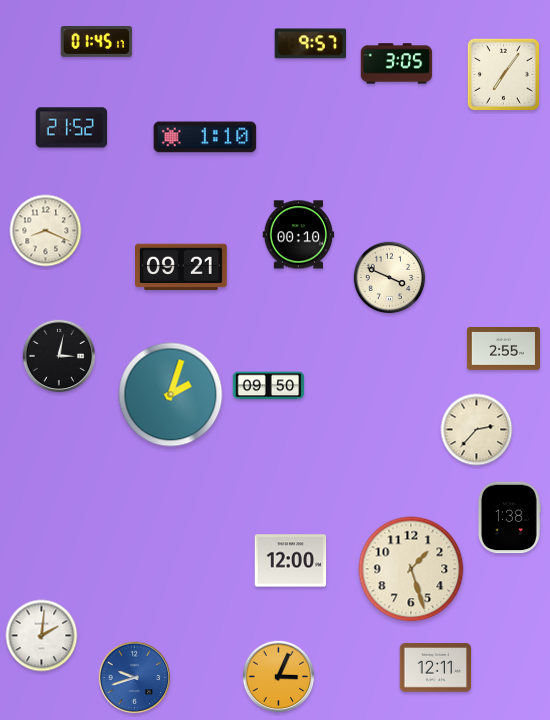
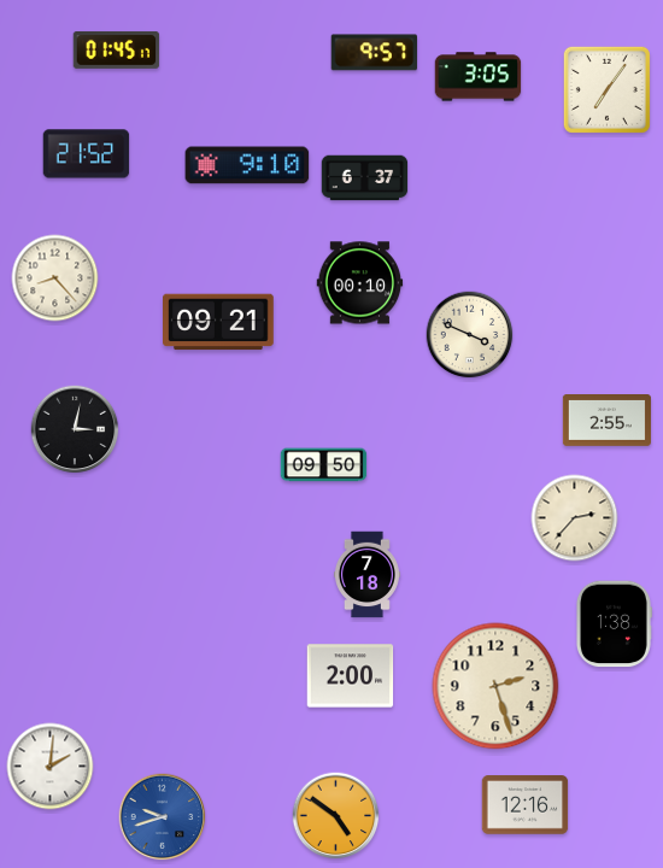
clock at (205, 137): 1:10 -> 9:10
clock at (365, 178): none -> 6:37
clock at (46, 231): 8:19 -> 8:23
clock at (59, 356) position: (59, 356) -> (75, 429)
clock at (171, 395): 2:03 -> none
clock at (366, 575): none -> 7:18
clock at (291, 561): 12:00 -> 2:00
clock at (411, 569): 1:27 -> 2:27
clock at (436, 668): 12:11 -> 12:16
clock at (279, 677): 3:04 -> 4:51
